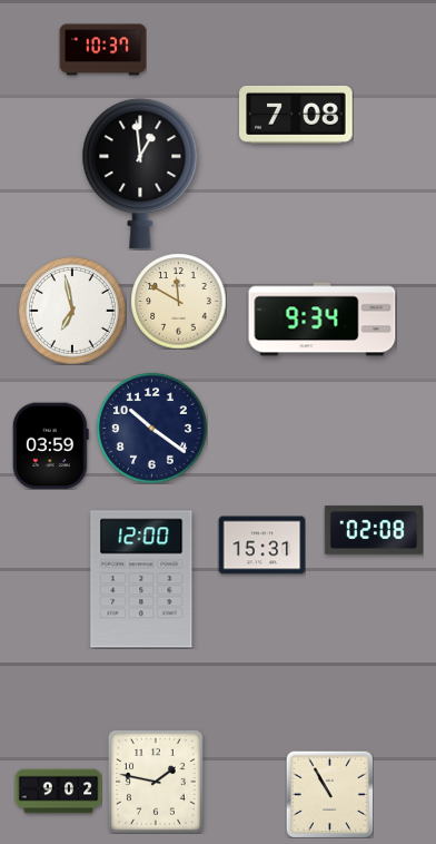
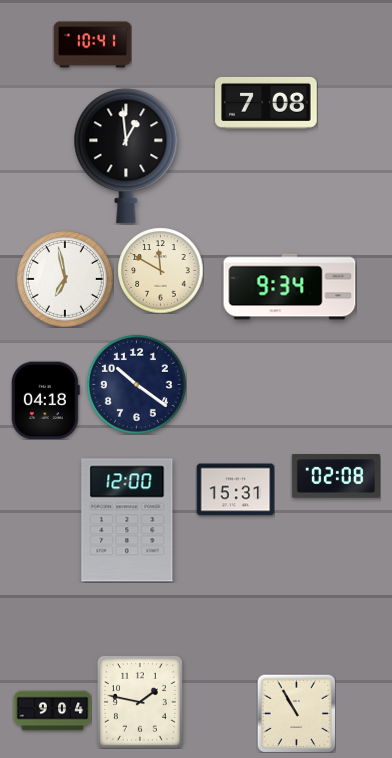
clock at (102, 50): 10:37 -> 10:41
clock at (50, 445): 03:59 -> 04:18
clock at (58, 792): 9:02 -> 9:04
